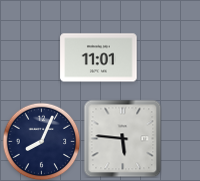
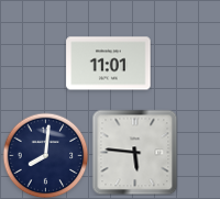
clock at (41, 141): 8:04 -> 8:01
